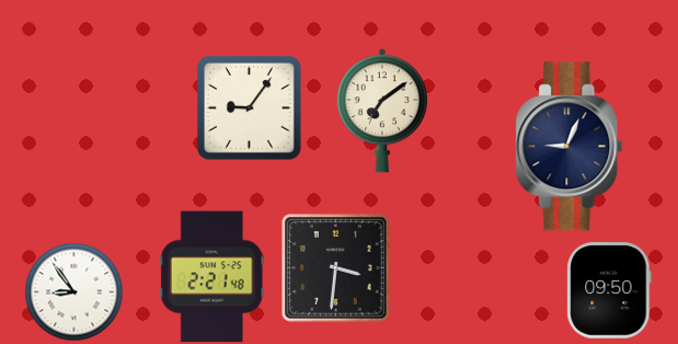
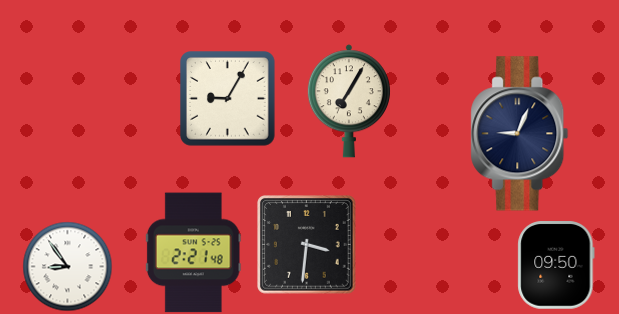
clock at (250, 108): 9:06 -> 9:05
clock at (382, 111): 7:09 -> 7:05
